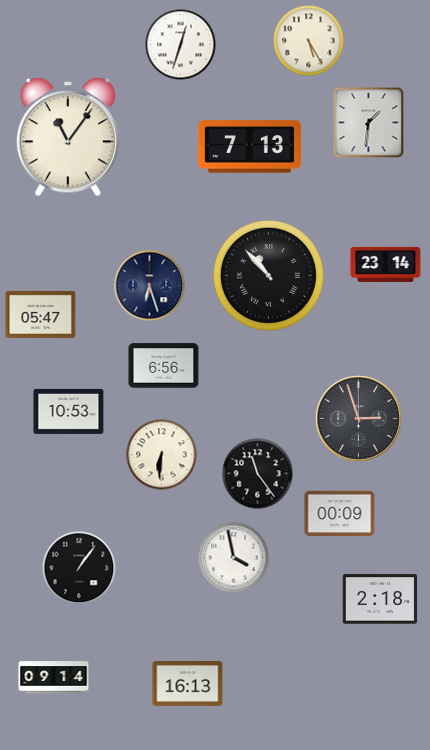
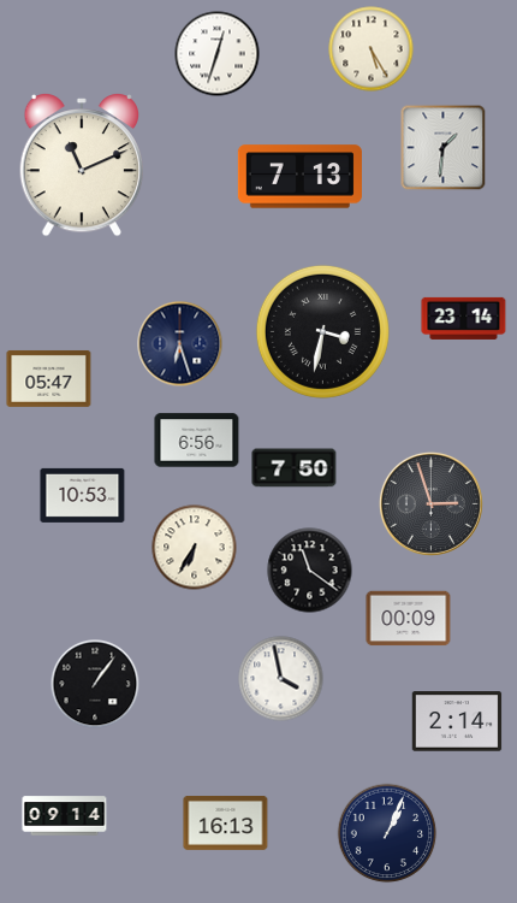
clock at (67, 138): 11:06 -> 11:11
clock at (268, 275): 10:53 -> 3:32
clock at (295, 468): none -> 7:50
clock at (162, 455): 6:31 -> 6:35
clock at (258, 474): 11:24 -> 11:21
clock at (234, 558) position: (234, 558) -> (281, 679)
clock at (380, 599): 2:18 -> 2:14
clock at (387, 833): none -> 1:04
